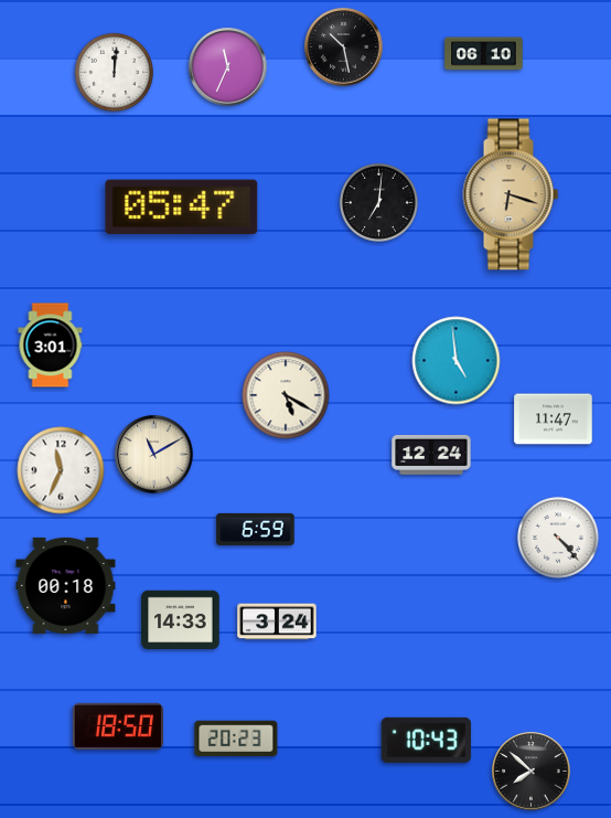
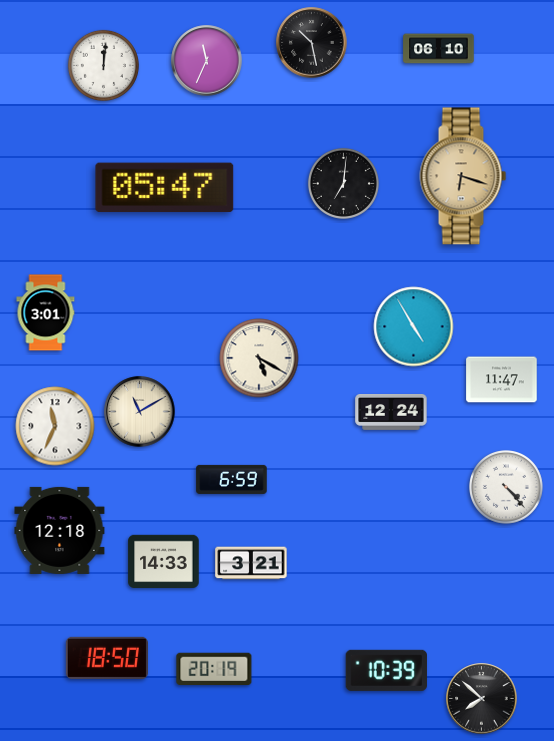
clock at (457, 361): 4:59 -> 4:55
clock at (66, 585): 00:18 -> 12:18
clock at (277, 622): 3:24 -> 3:21
clock at (236, 737): 20:23 -> 20:19
clock at (426, 740): 10:43 -> 10:39
